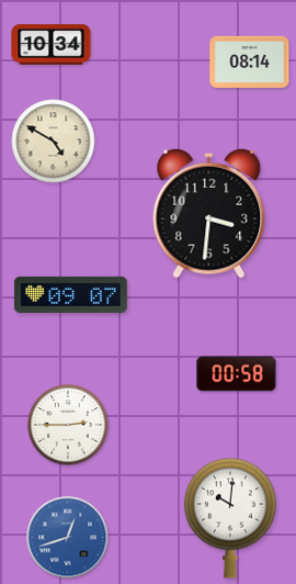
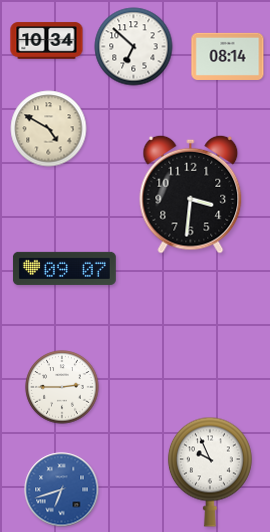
clock at (134, 47): none -> 6:52
clock at (237, 374): 00:58 -> none
clock at (230, 518): 10:01 -> 9:56
clock at (68, 538): 12:42 -> 6:42
